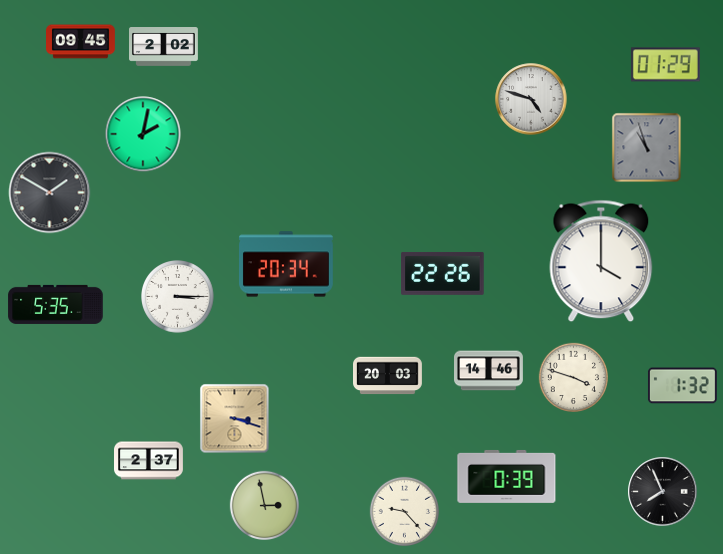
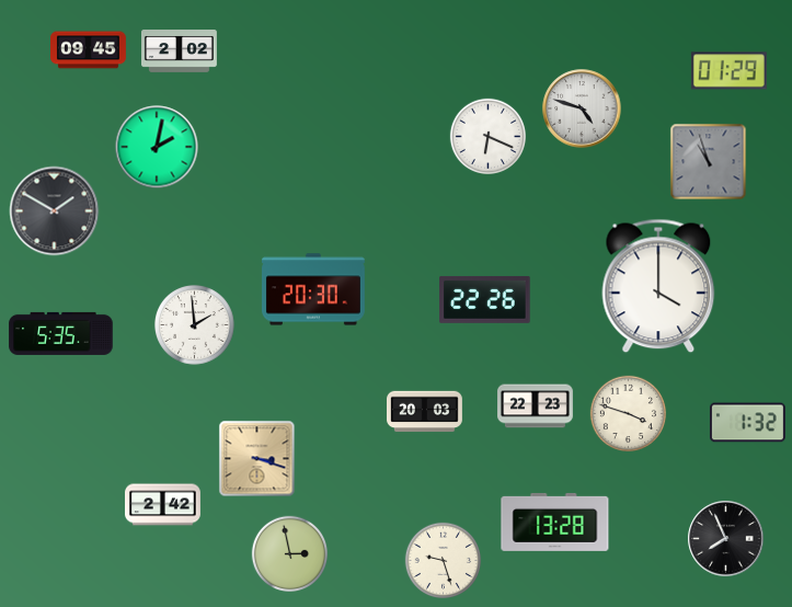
clock at (81, 42) position: (81, 42) -> (89, 50)
clock at (487, 136): none -> 6:19
clock at (287, 264): 20:34 -> 20:30
clock at (178, 297): 3:15 -> 1:59
clock at (489, 371): 14:46 -> 22:23
clock at (149, 461): 2:37 -> 2:42
clock at (507, 476): 0:39 -> 13:28
clock at (404, 511): 9:23 -> 9:27
